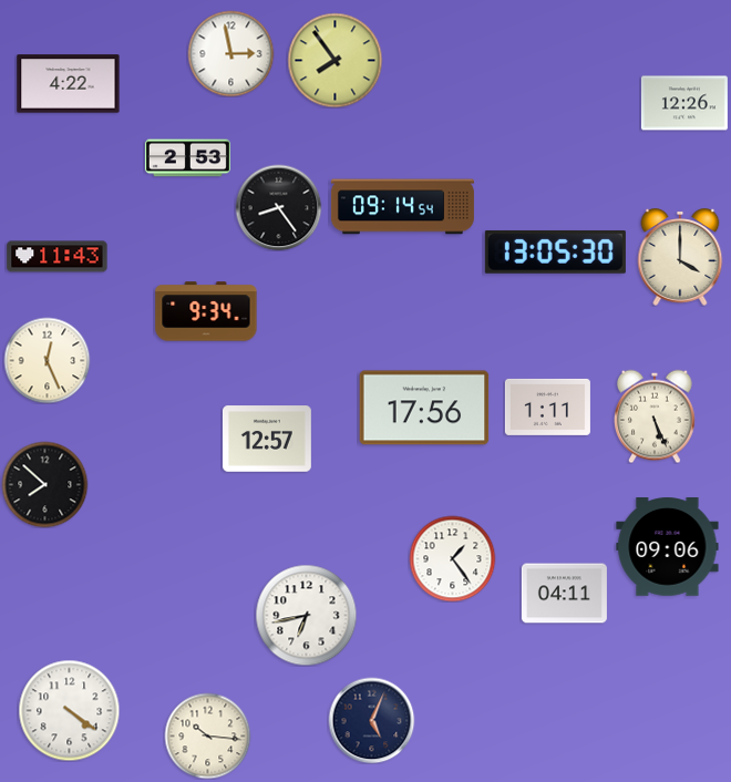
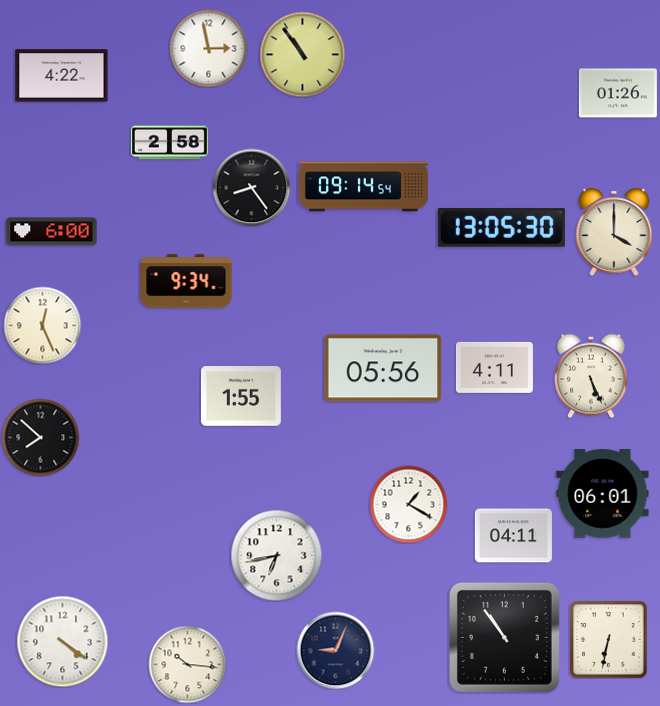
clock at (334, 60): 7:54 -> 10:54
clock at (684, 103): 12:26 -> 01:26
clock at (187, 158): 2:53 -> 2:58
clock at (58, 257): 11:43 -> 6:00
clock at (547, 407): 1:11 -> 4:11
clock at (424, 408): 17:56 -> 05:56
clock at (267, 439): 12:57 -> 1:55
clock at (668, 547): 09:06 -> 06:01
clock at (452, 558): 1:24 -> 1:20
clock at (564, 594) position: (564, 594) -> (513, 536)
clock at (504, 637): none -> 10:54
clock at (608, 639): none -> 6:32
clock at (371, 720): 5:04 -> 9:04
